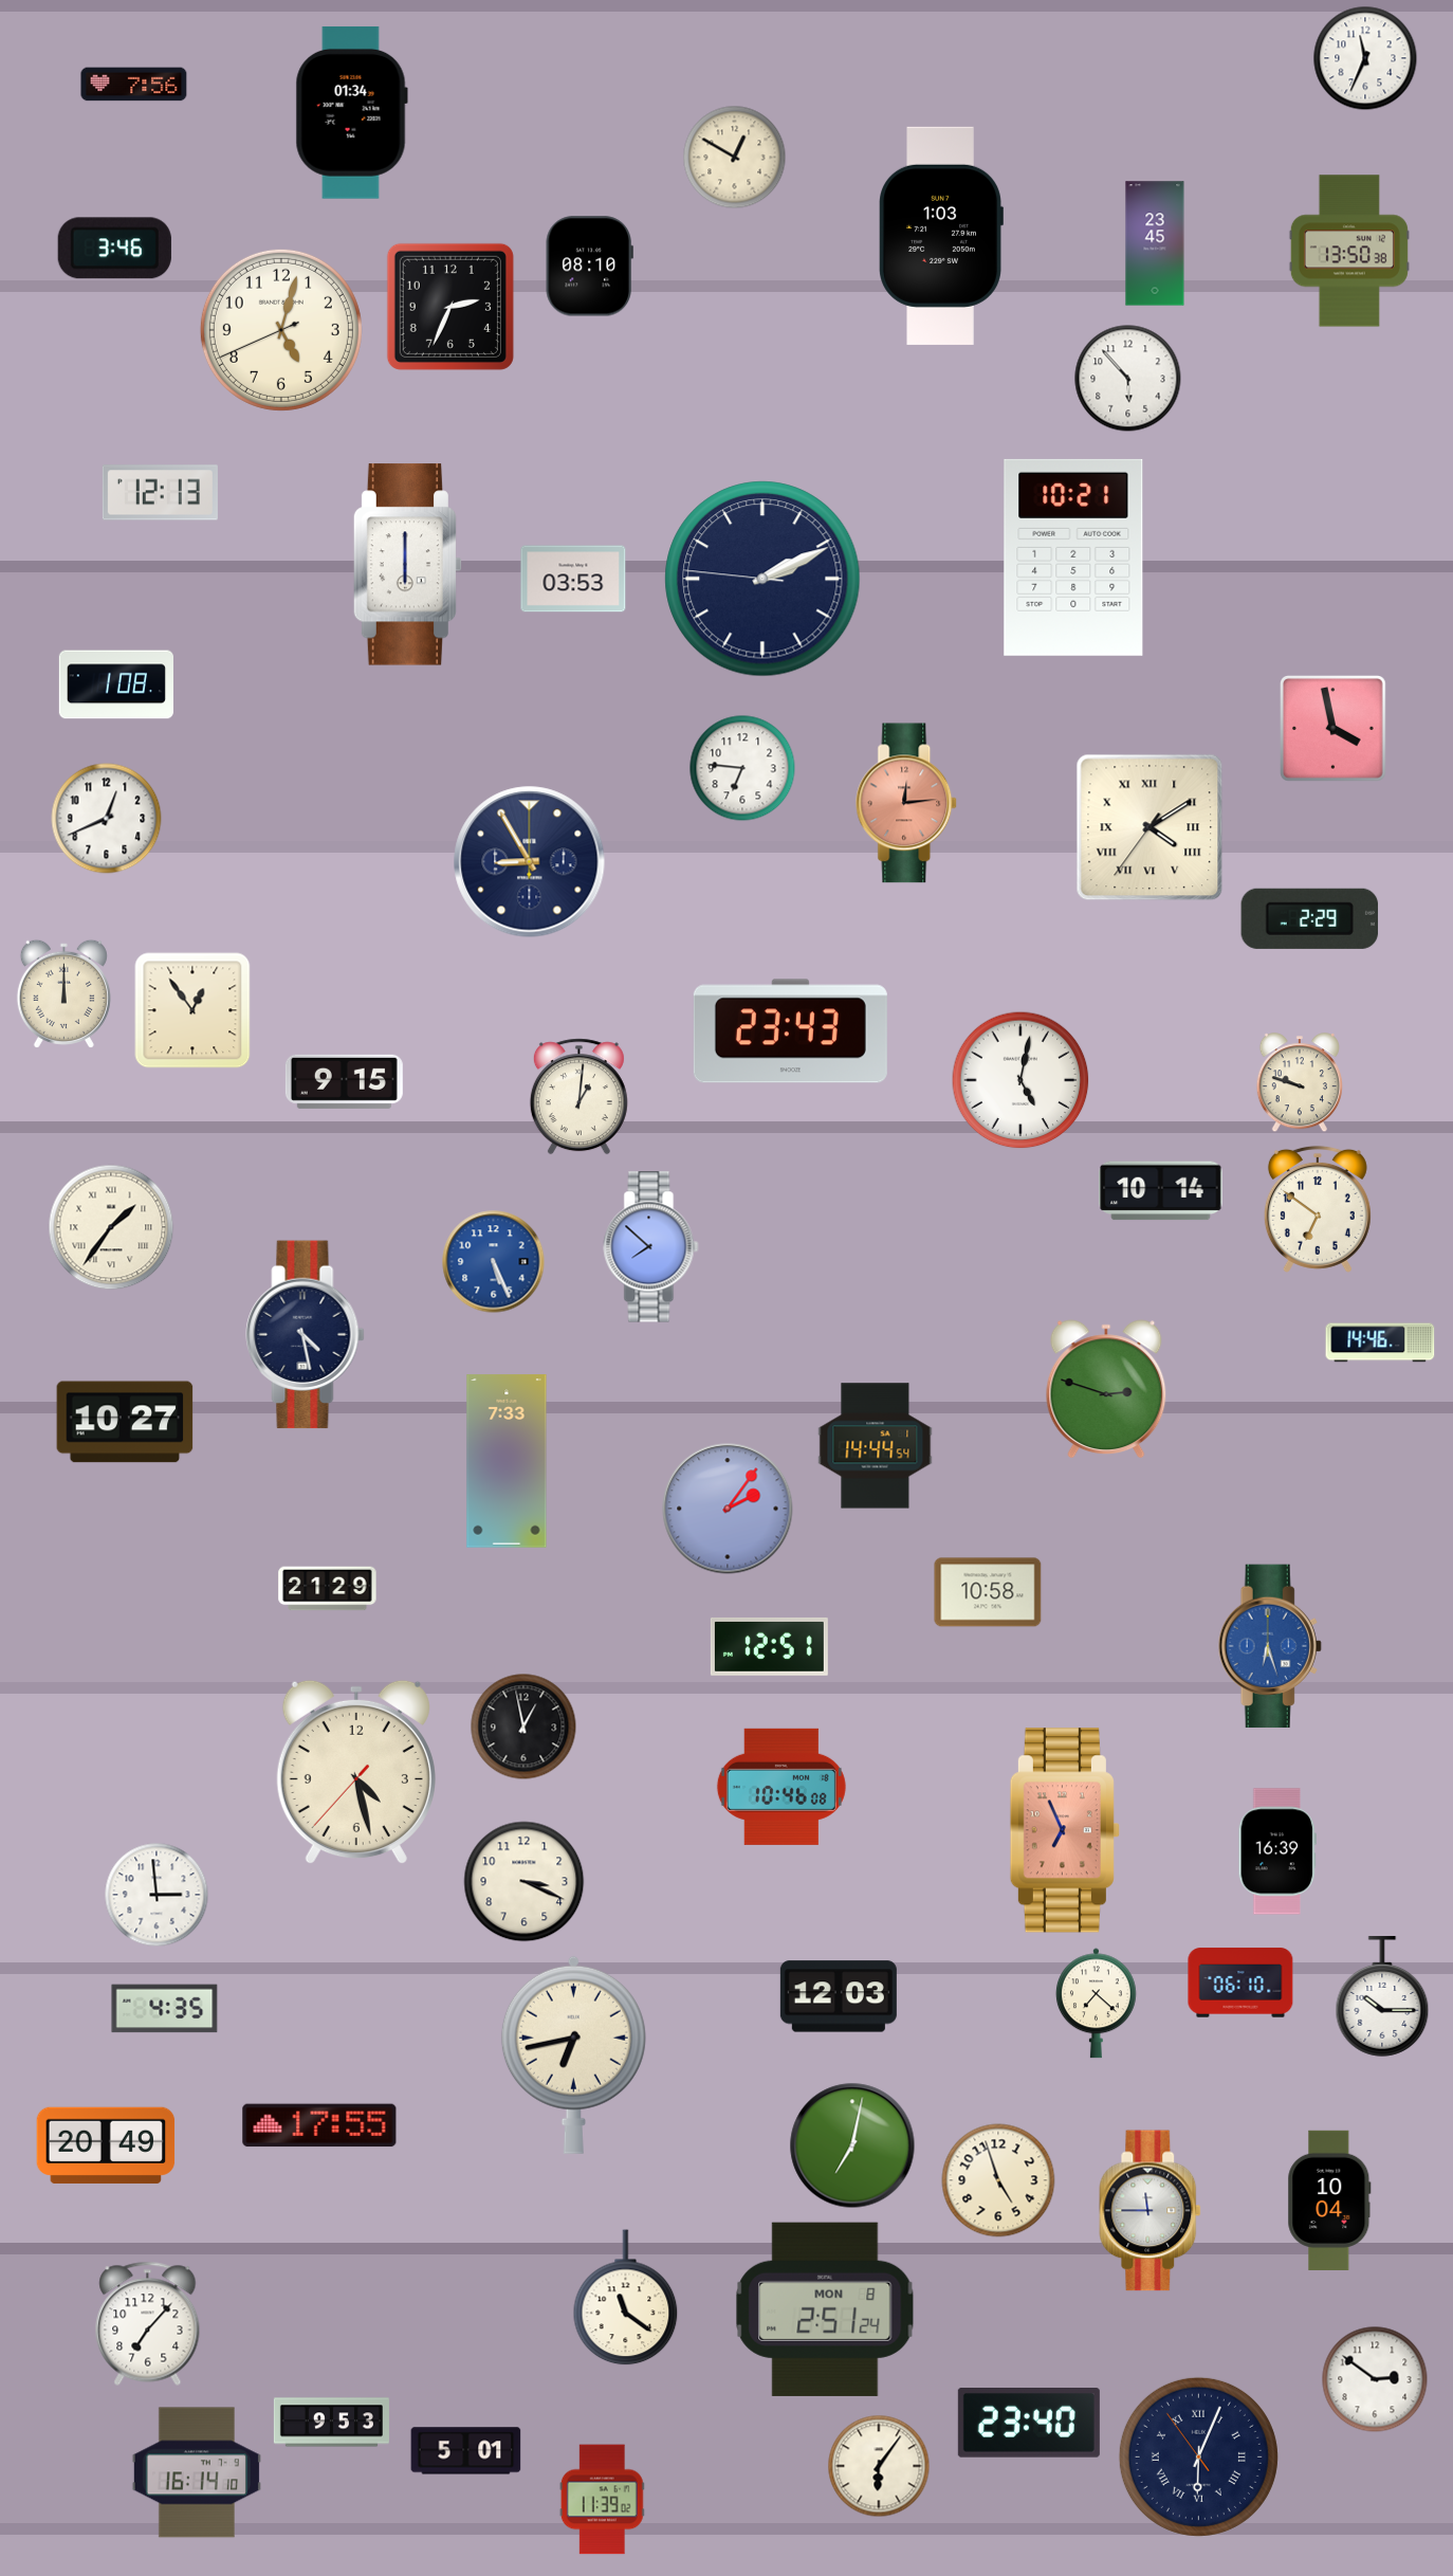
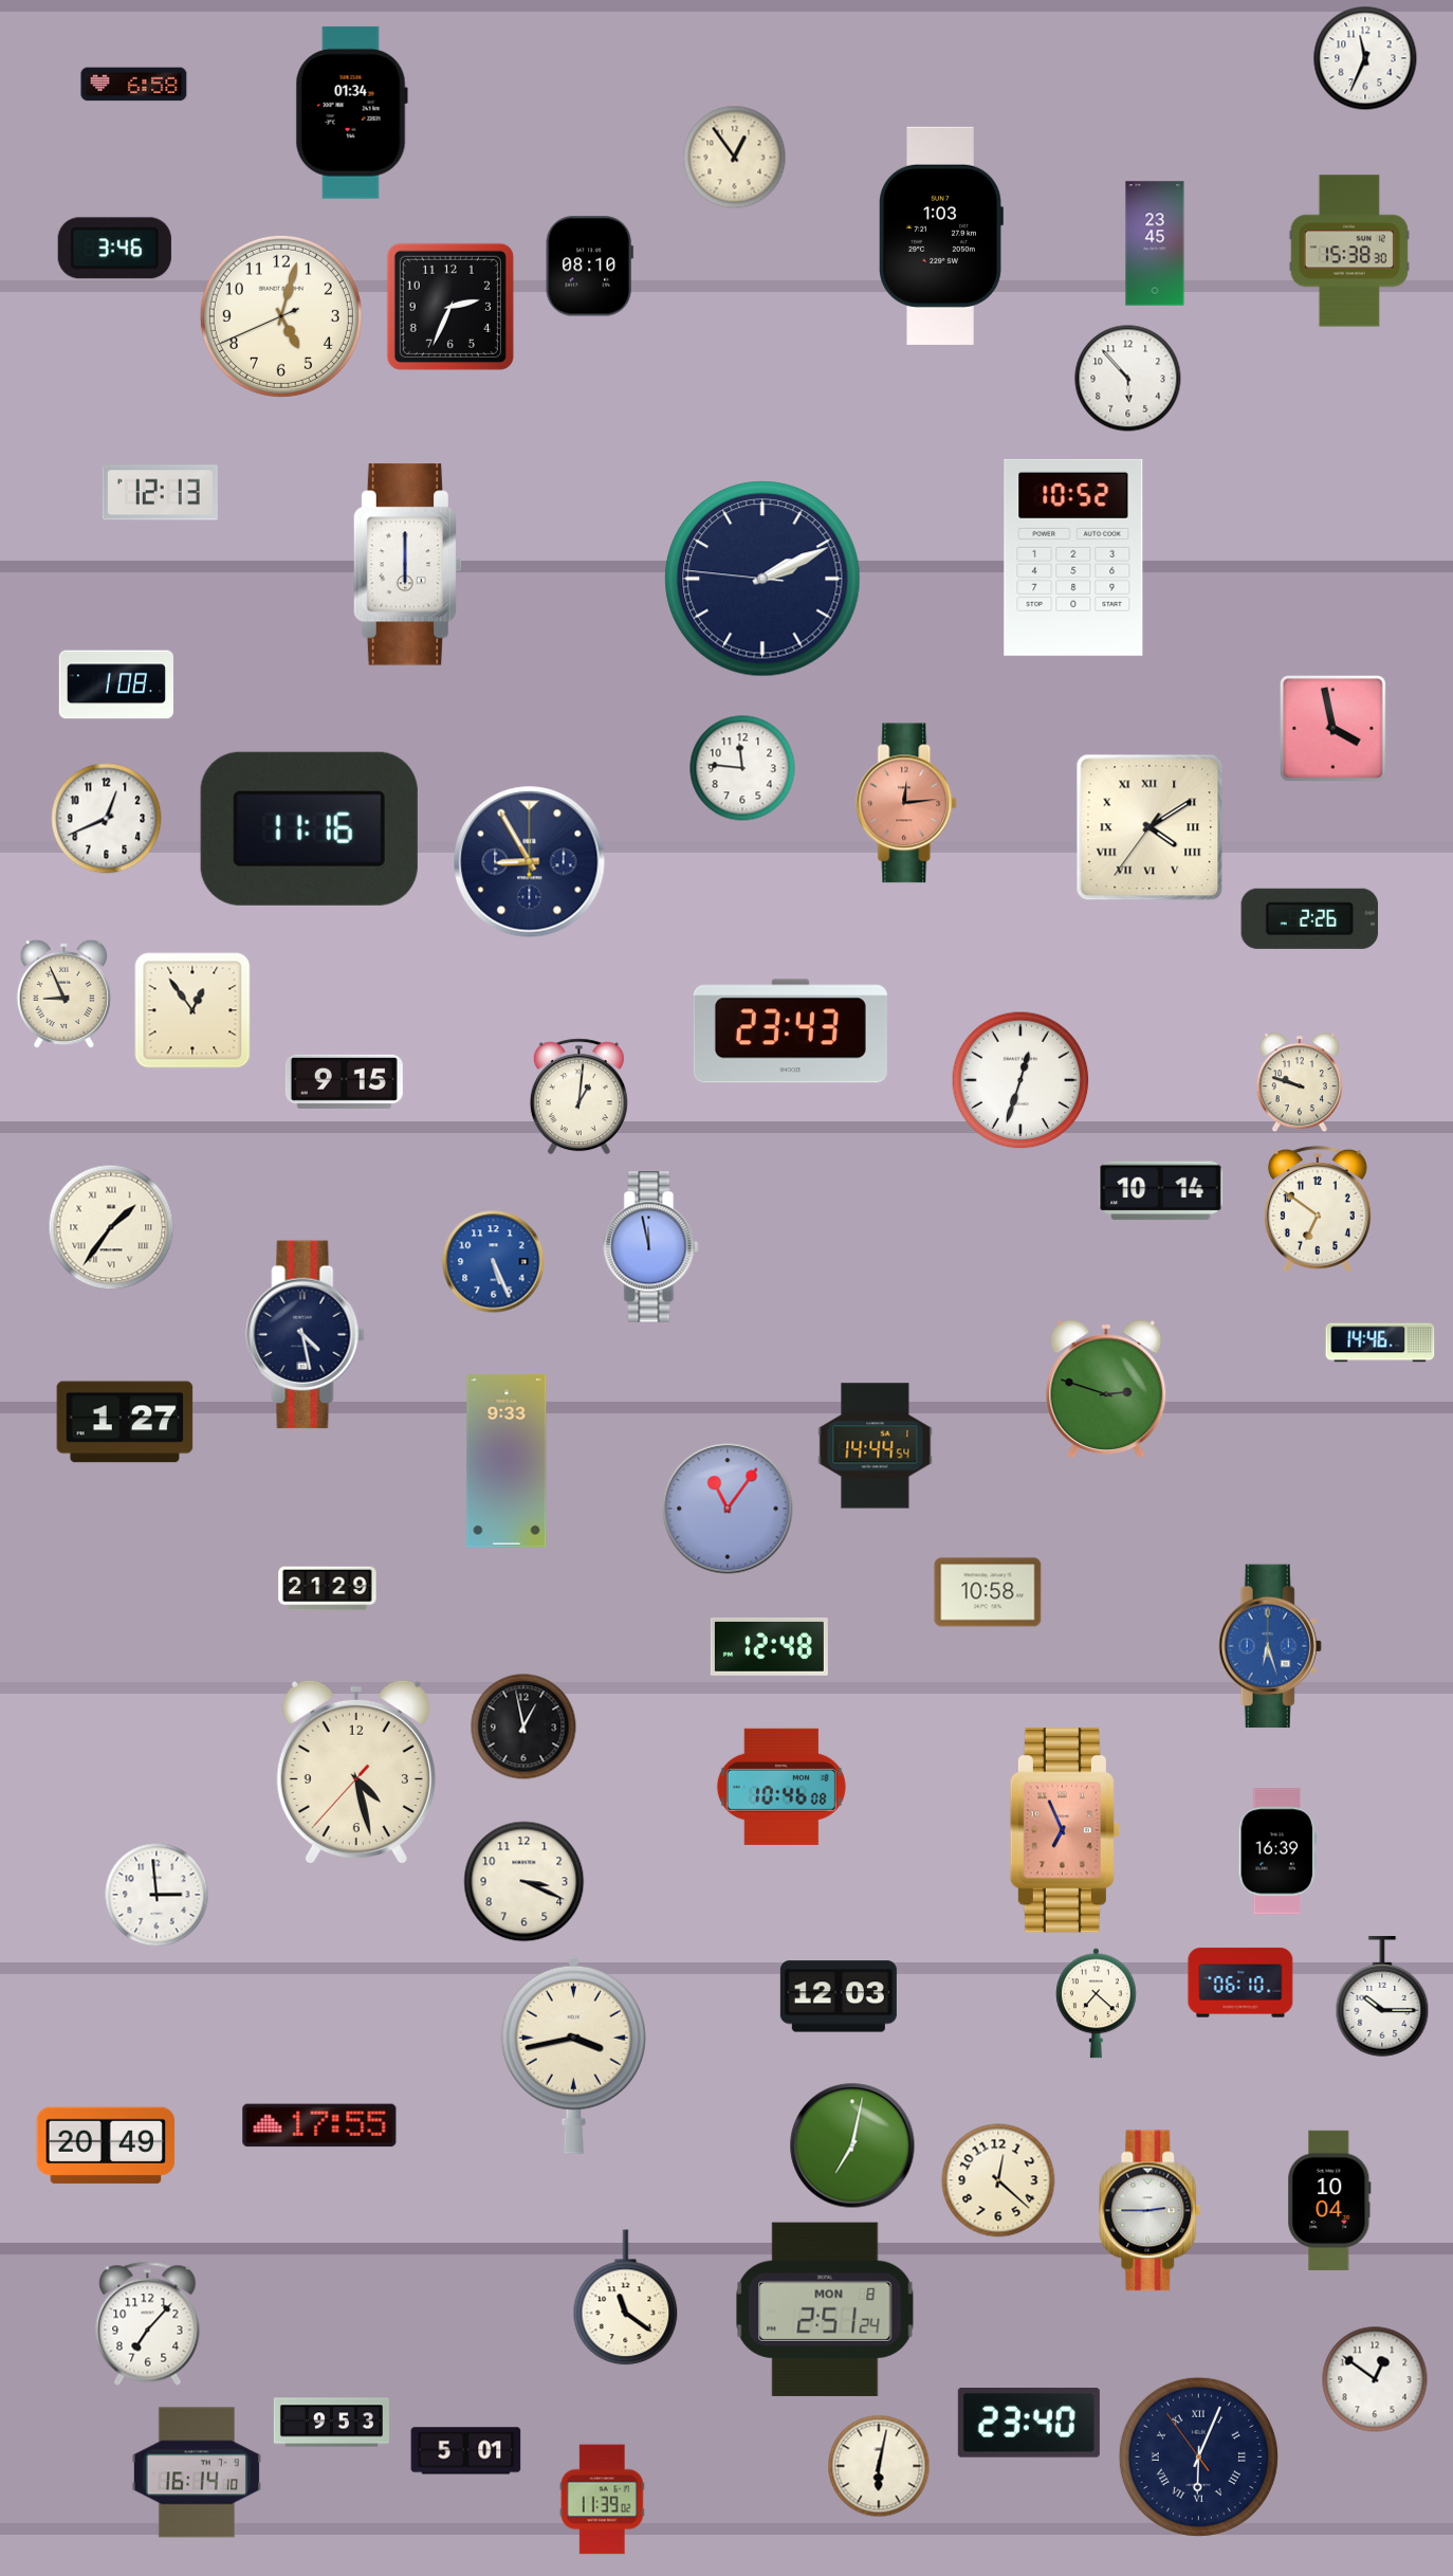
clock at (134, 85): 7:56 -> 6:58
clock at (735, 158): 12:50 -> 12:54
clock at (1349, 251): 13:50 -> 15:38
clock at (281, 330) position: (281, 330) -> (281, 316)
clock at (1073, 558): 10:21 -> 10:52
clock at (573, 579): 03:53 -> none
clock at (742, 768): 6:46 -> 11:46
clock at (309, 828): none -> 11:16
clock at (1310, 918): 2:29 -> 2:26
clock at (63, 993): 12:00 -> 8:56
clock at (1020, 1080): 5:02 -> 12:33
clock at (651, 1247): 7:52 -> 11:58
clock at (125, 1422): 10:27 -> 1:27
clock at (507, 1461): 7:33 -> 9:33
clock at (728, 1509): 2:06 -> 11:06
clock at (769, 1646): 12:51 -> 12:48
clock at (165, 2009): 4:35 -> none
clock at (573, 2054): 6:43 -> 3:43
clock at (998, 2180): 4:57 -> 12:22
clock at (1151, 2211): 11:45 -> 2:45
clock at (1375, 2379): 2:51 -> 12:51
clock at (879, 2466): 6:06 -> 6:02
